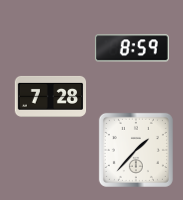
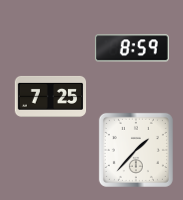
clock at (51, 96): 7:28 -> 7:25
